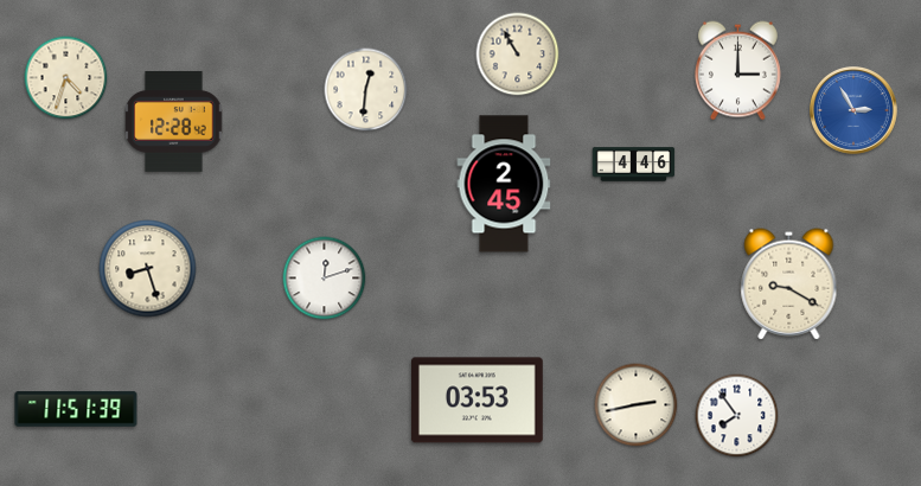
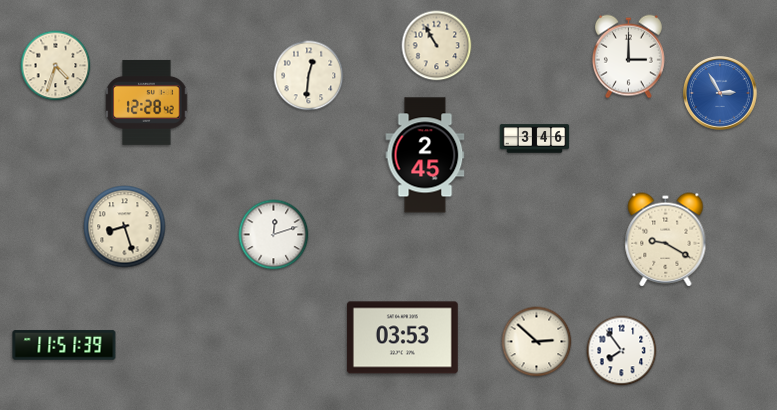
clock at (737, 71) position: (737, 71) -> (628, 57)
clock at (634, 165): 4:46 -> 3:46
clock at (637, 405): 2:43 -> 2:52
